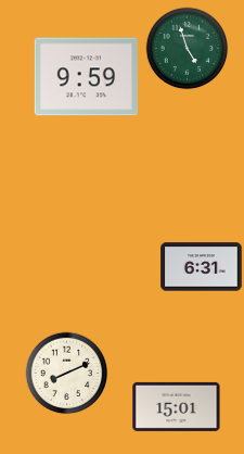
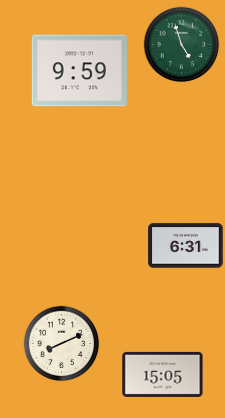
clock at (188, 49) position: (188, 49) -> (182, 45)
clock at (177, 406): 15:01 -> 15:05
